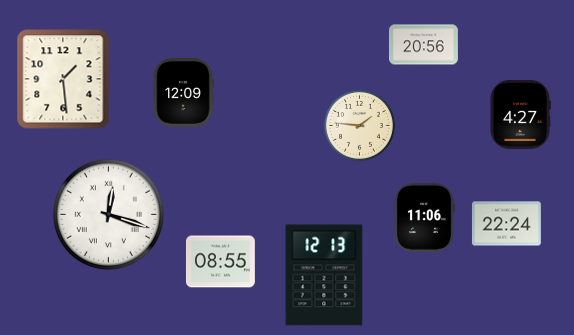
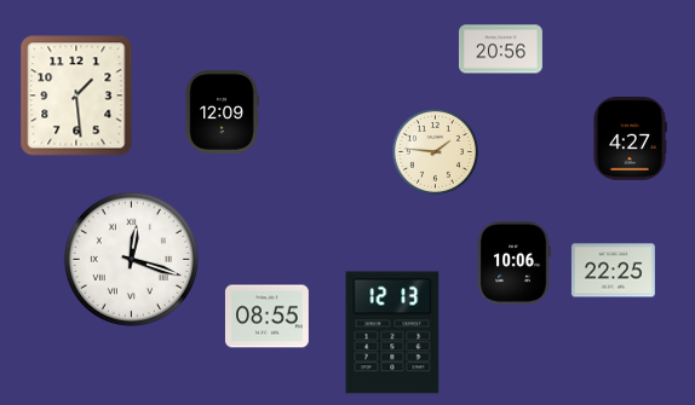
clock at (423, 45) position: (423, 45) -> (500, 50)
clock at (424, 217): 11:06 -> 10:06
clock at (506, 224): 22:24 -> 22:25
